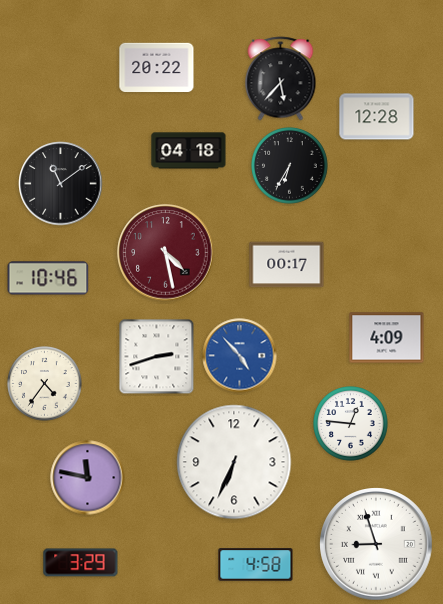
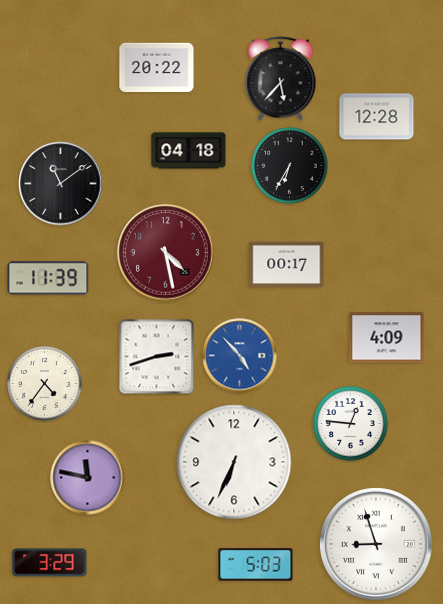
clock at (48, 278): 10:46 -> 11:39
clock at (81, 563) position: (81, 563) -> (50, 563)
clock at (256, 565): 4:58 -> 5:03
